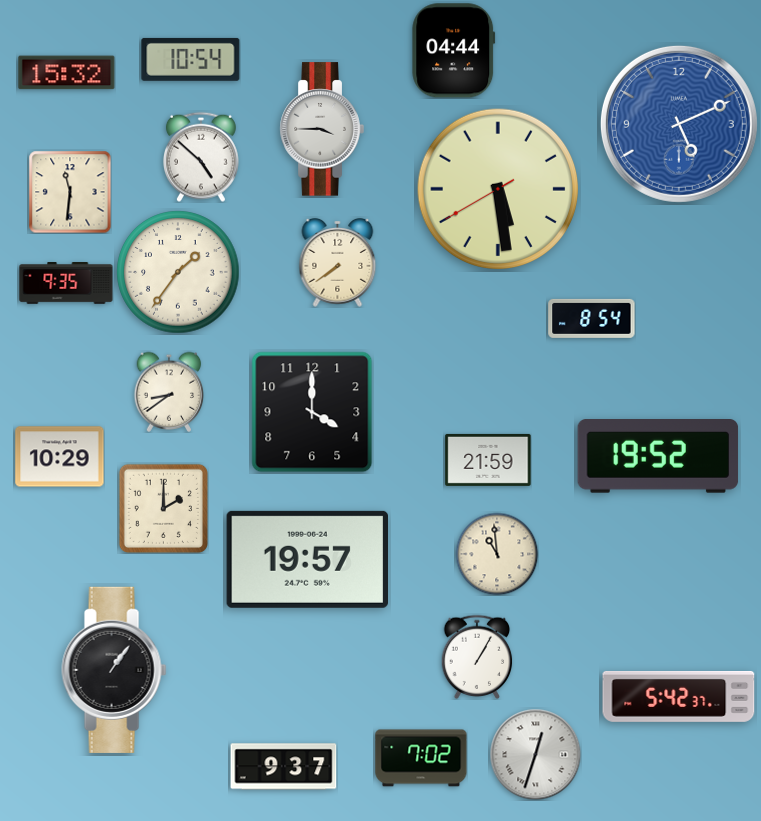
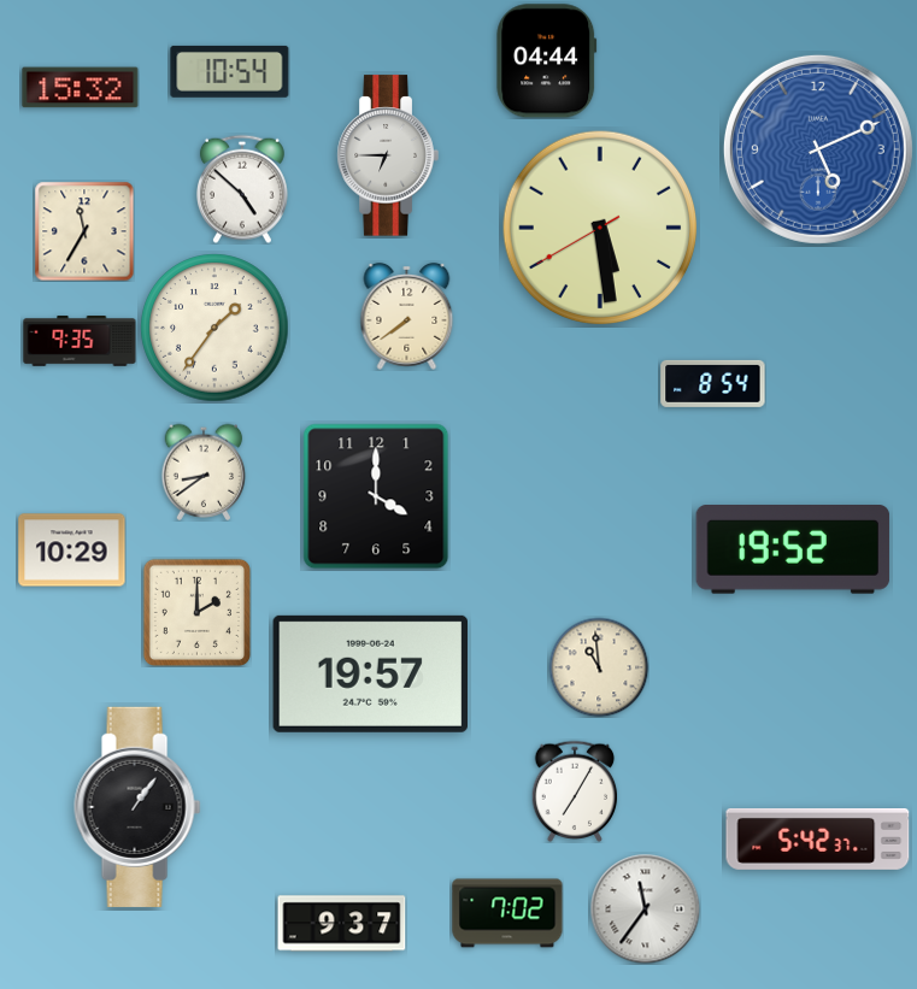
clock at (322, 129): 3:45 -> 6:45
clock at (70, 192): 11:31 -> 11:35
clock at (488, 460): 21:59 -> none
clock at (477, 656): 1:05 -> 7:05
clock at (535, 754): 12:33 -> 11:36
